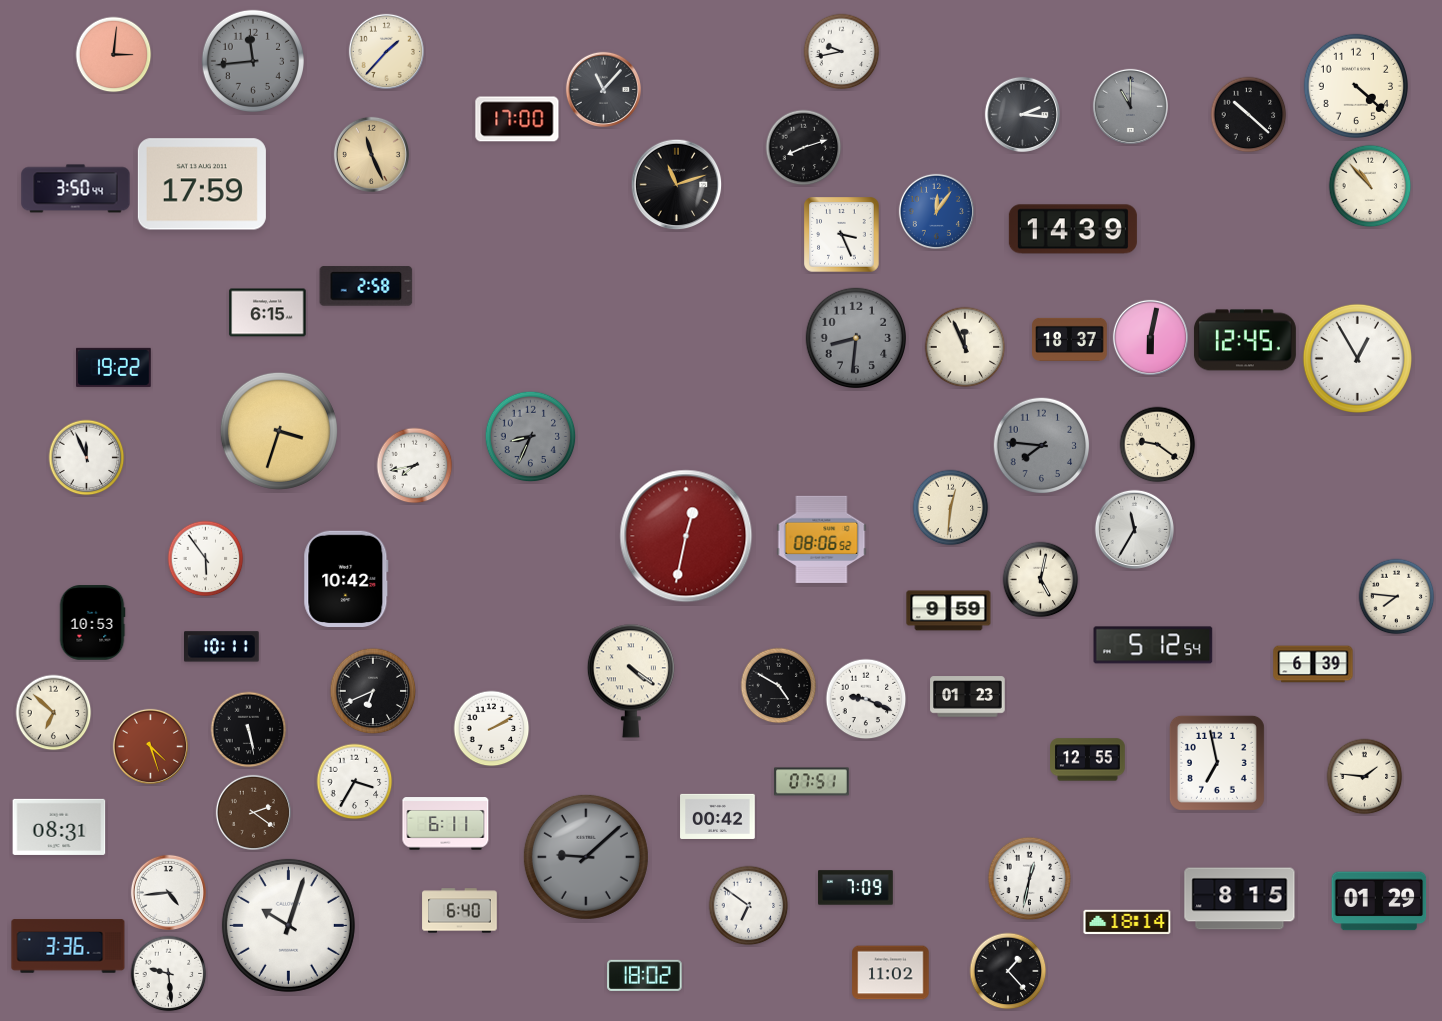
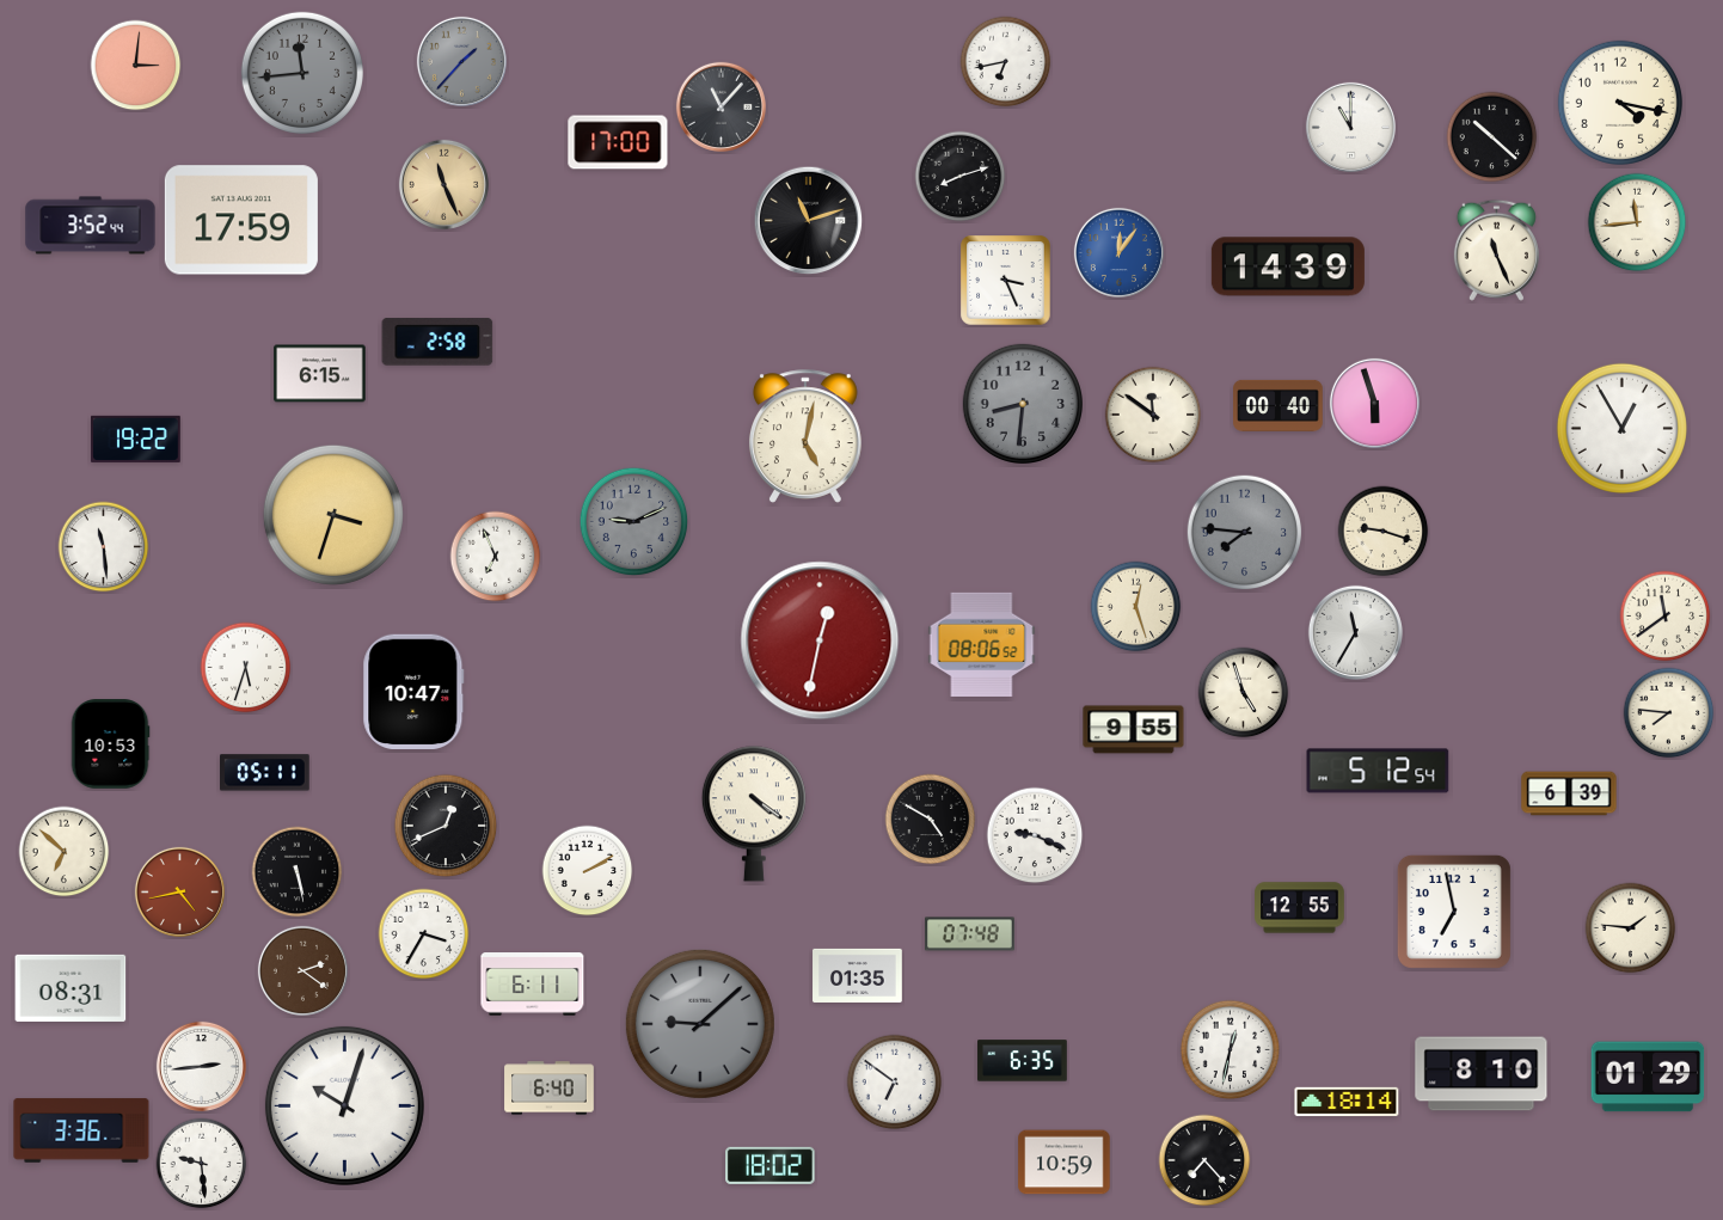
clock at (386, 51) dial: cream -> grey
clock at (842, 52): 9:43 -> 6:43
clock at (1356, 86): 4:22 -> 4:17
clock at (1130, 106) dial: grey -> white
clock at (1022, 114): 2:16 -> none
clock at (1370, 186): 10:53 -> 11:44
clock at (76, 189): 3:50 -> 3:52
clock at (1496, 250): none -> 11:26
clock at (1073, 229) position: (1073, 229) -> (1288, 266)
clock at (1150, 337): 6:02 -> 5:57
clock at (1070, 339): 18:37 -> 00:40
clock at (1245, 340): 12:45 -> none
clock at (965, 347): 11:56 -> 11:51
clock at (805, 436): none -> 5:02
clock at (531, 437): 8:34 -> 9:11
clock at (1158, 445): 9:21 -> 9:18
clock at (87, 458): 11:56 -> 11:29
clock at (415, 466): 7:43 -> 6:56
clock at (951, 508): 12:31 -> 12:27
clock at (1666, 617): none -> 11:39
clock at (206, 559): 5:54 -> 5:33
clock at (346, 578): 10:42 -> 10:47
clock at (1041, 580): 5:02 -> 4:57
clock at (949, 611): 9:59 -> 9:55
clock at (222, 647): 10:11 -> 05:11
clock at (373, 691): 6:41 -> 12:41
clock at (968, 697): 01:23 -> none
clock at (150, 746): 4:27 -> 4:43
clock at (812, 782): 07:51 -> 07:48
clock at (718, 816): 00:42 -> 01:35
clock at (856, 888): 7:09 -> 6:35
clock at (168, 892): 4:44 -> 2:44
clock at (1240, 899): 8:15 -> 8:10
clock at (1008, 971): 1:23 -> 7:23
clock at (891, 973): 11:02 -> 10:59
